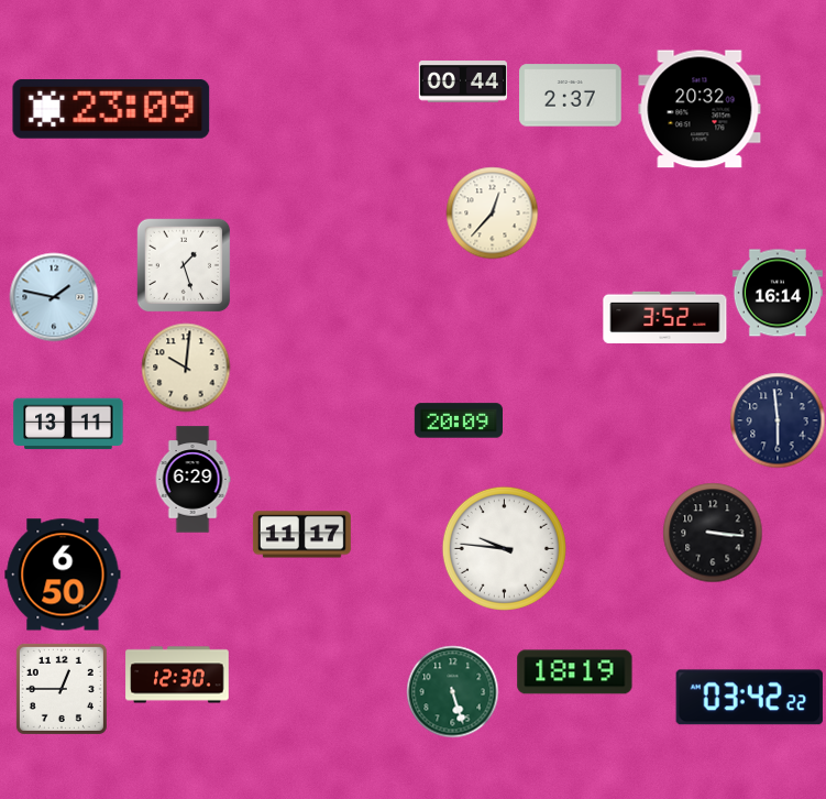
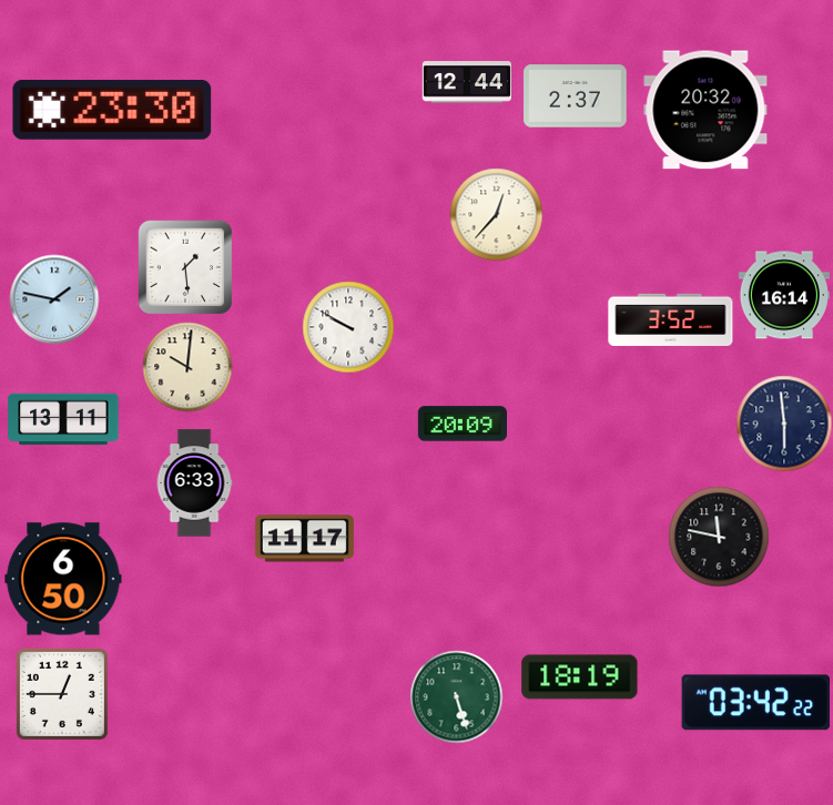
clock at (462, 81): 00:44 -> 12:44
clock at (111, 110): 23:09 -> 23:30
clock at (184, 265): 1:27 -> 1:29
clock at (348, 327): none -> 9:50
clock at (186, 368) position: (186, 368) -> (187, 367)
clock at (68, 424) position: (68, 424) -> (63, 419)
clock at (192, 480): 6:29 -> 6:33
clock at (713, 533): 3:16 -> 11:47
clock at (504, 548): 9:46 -> none
clock at (177, 675): 12:30 -> none
